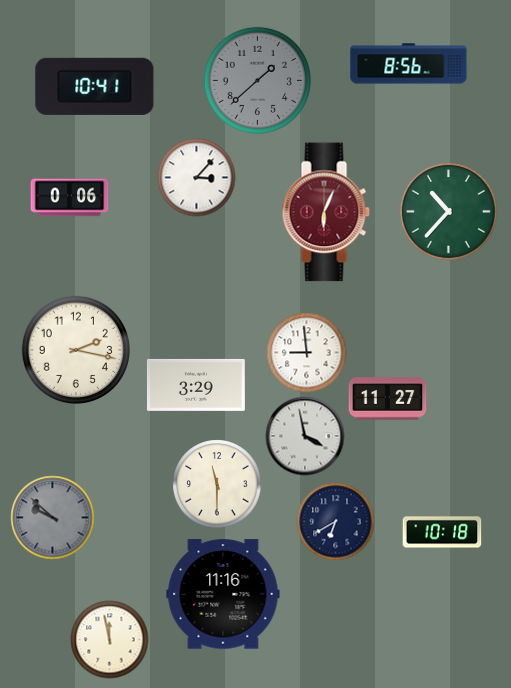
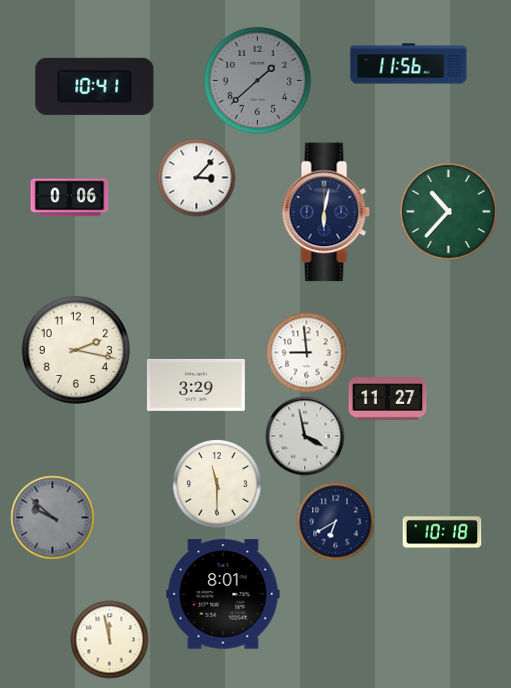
clock at (409, 64): 8:56 -> 11:56
clock at (326, 212): 6:04 -> 6:02
clock at (326, 212) dial: burgundy -> navy
clock at (223, 594): 11:16 -> 8:01
